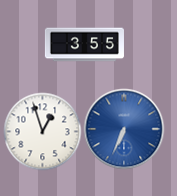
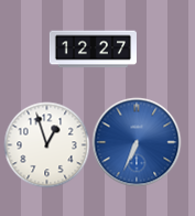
clock at (84, 45): 3:55 -> 12:27
